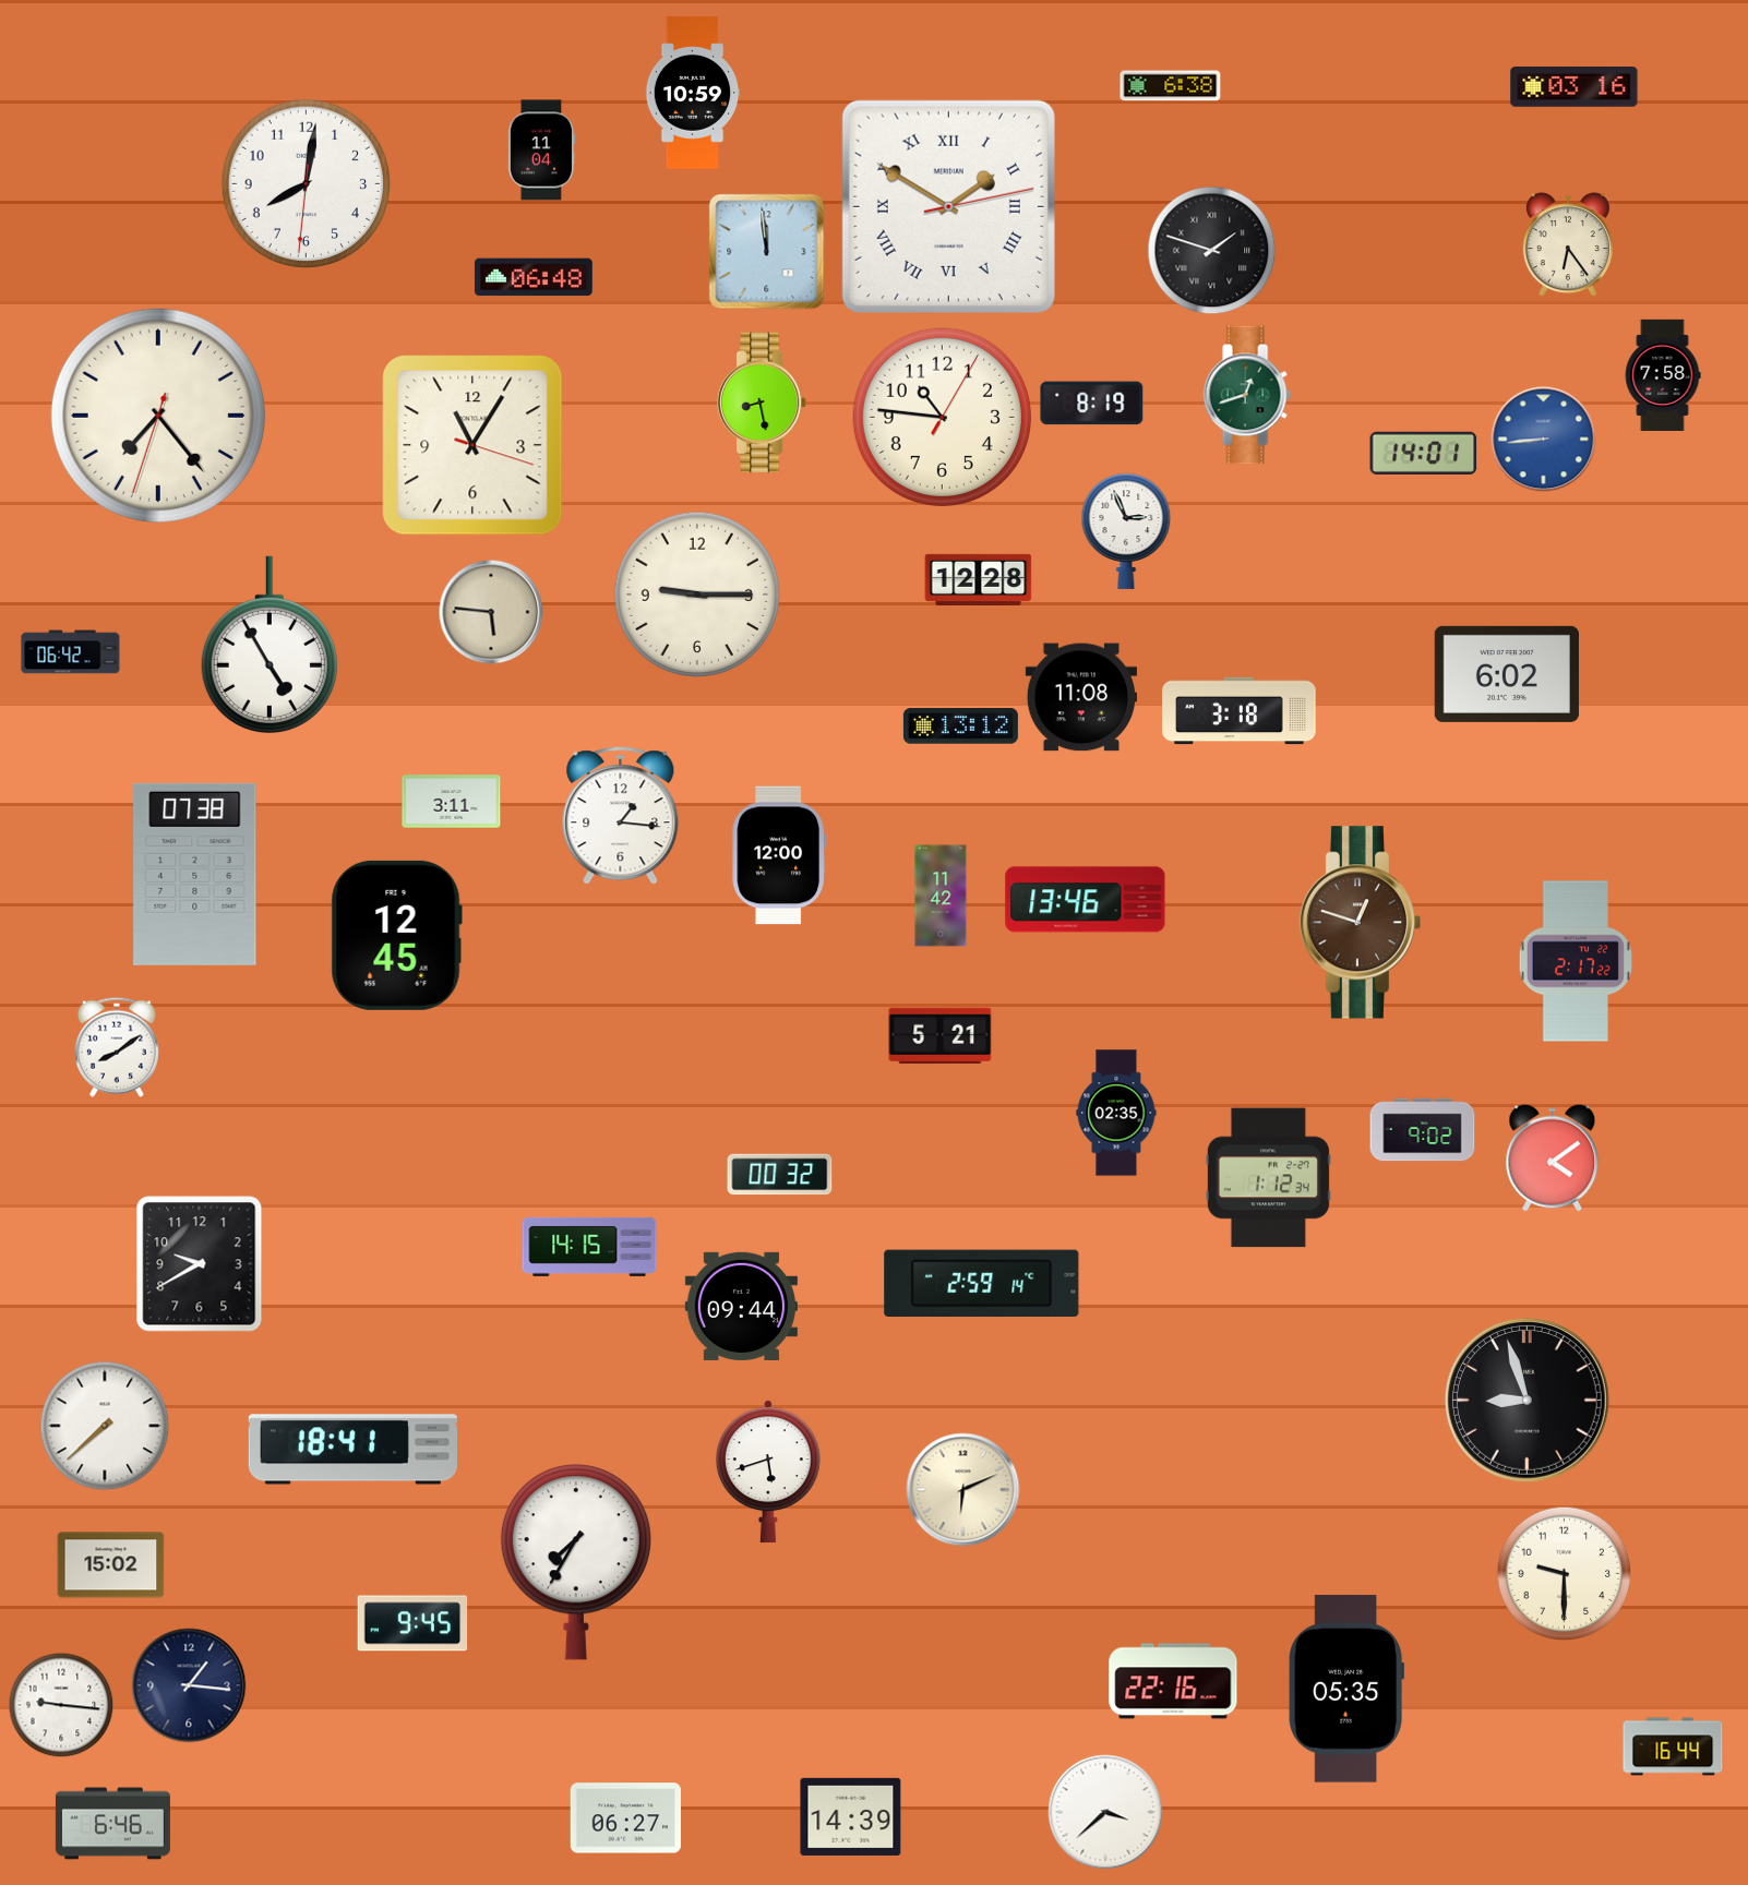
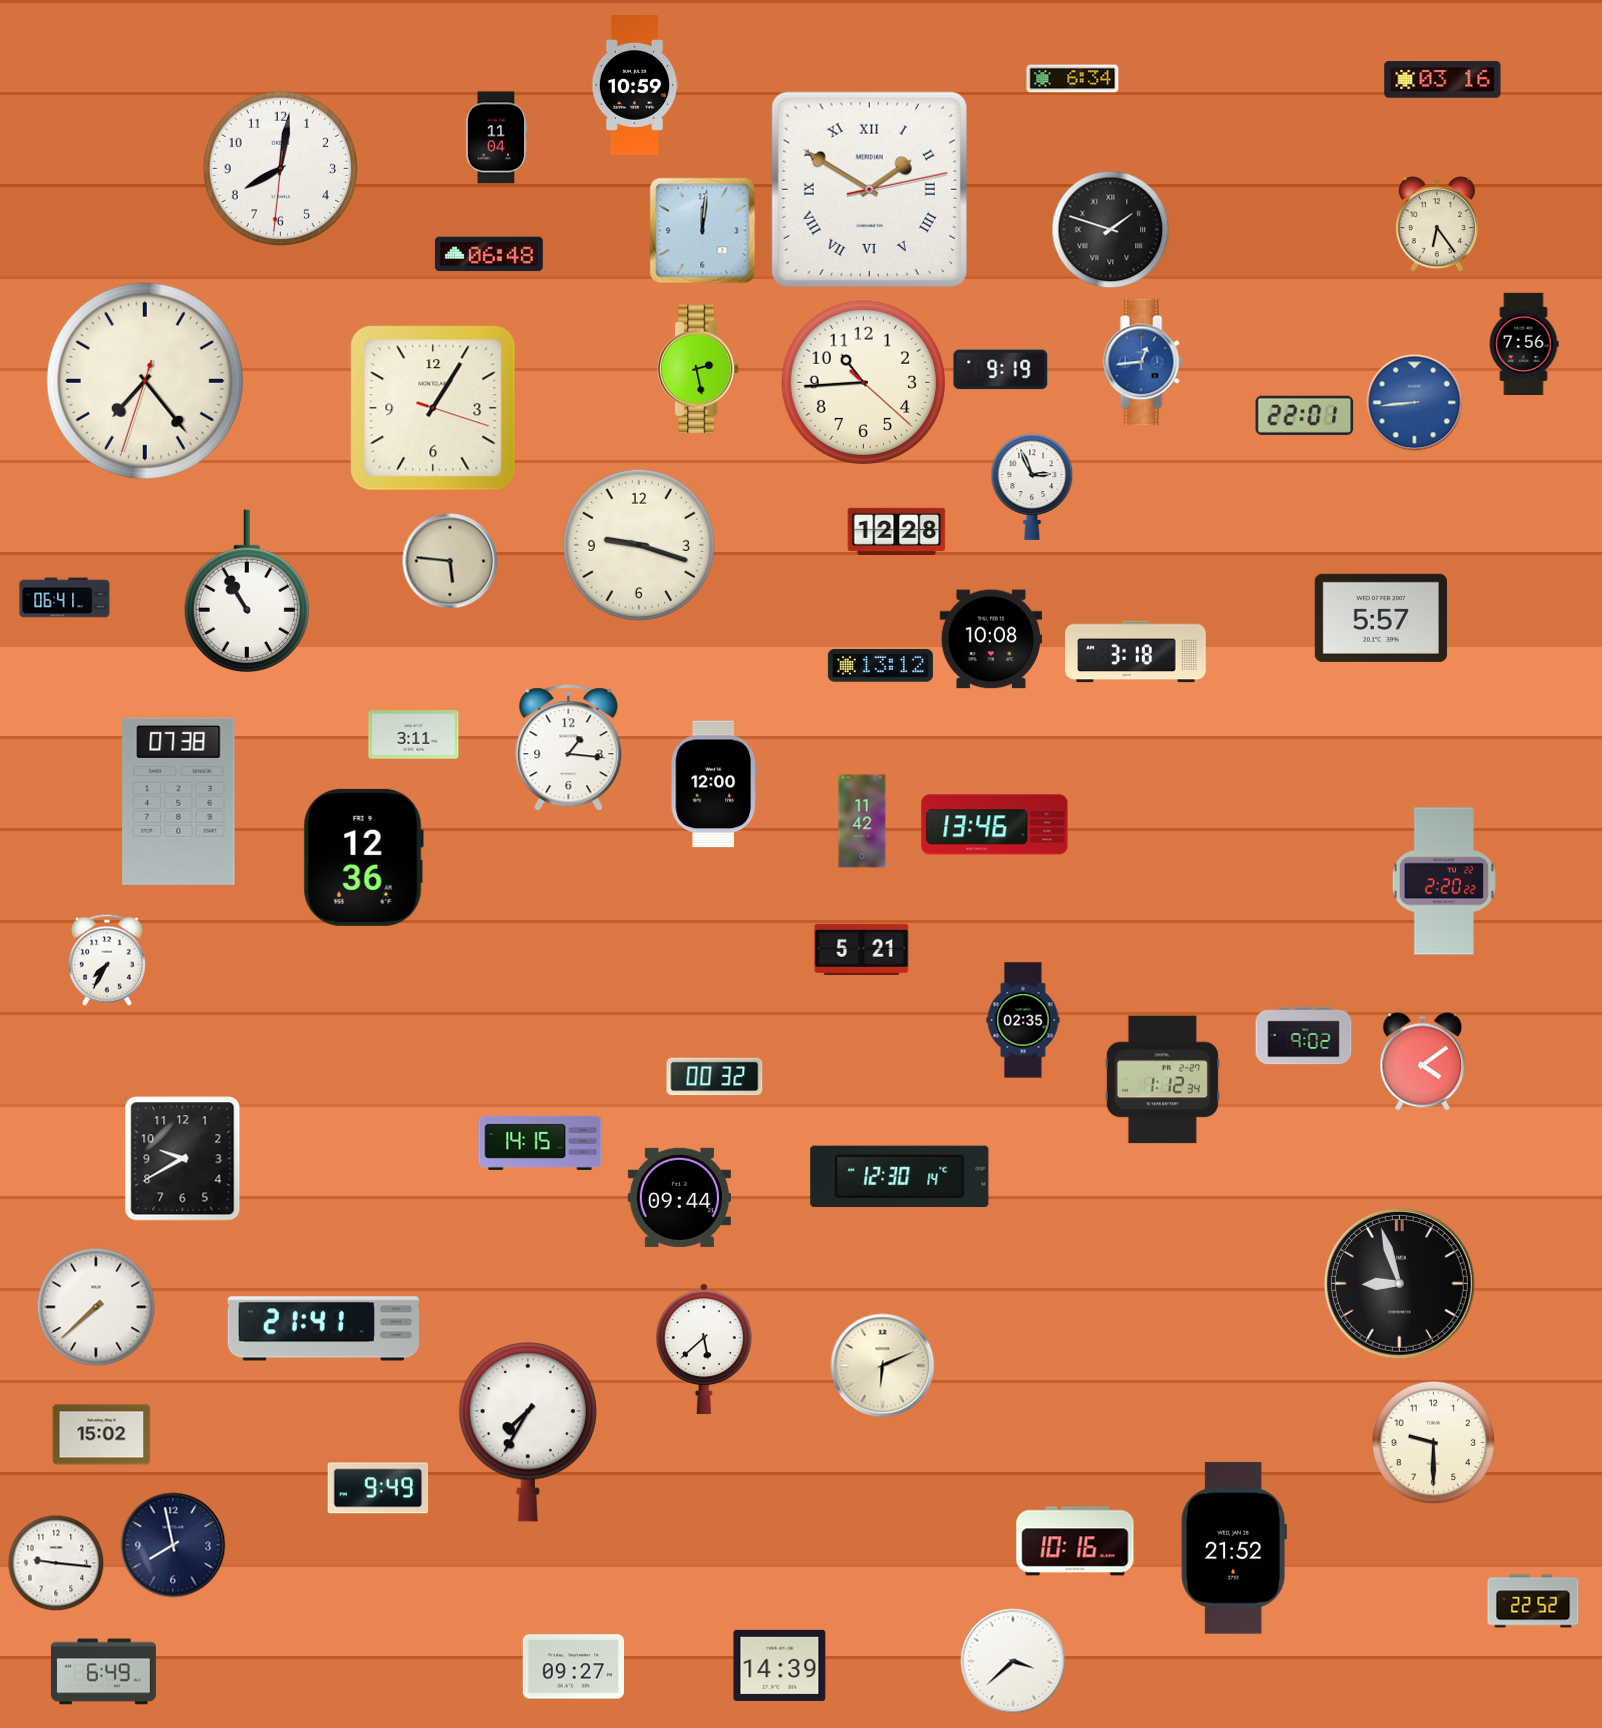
clock at (1171, 86): 6:38 -> 6:34
clock at (767, 252): 11:59 -> 12:01
clock at (1663, 374): 7:58 -> 7:56
clock at (1247, 395): 12:42 -> 12:44
clock at (1247, 395) dial: green -> blue
clock at (762, 403): 8:28 -> 2:28
clock at (1092, 404): 8:19 -> 9:19
clock at (942, 417): 10:46 -> 10:44
clock at (472, 445): 11:05 -> 1:05
clock at (1424, 453): 14:01 -> 22:01
clock at (697, 595): 9:15 -> 9:18
clock at (270, 645): 4:55 -> 10:55
clock at (71, 652): 06:42 -> 06:41
clock at (1507, 674): 6:02 -> 5:57
clock at (1080, 697): 11:08 -> 10:08
clock at (1360, 923): 12:48 -> none
clock at (396, 935): 12:45 -> 12:36
clock at (1576, 961): 2:17 -> 2:20
clock at (117, 1047): 8:09 -> 7:35
clock at (982, 1283): 2:59 -> 12:30
clock at (352, 1450): 18:41 -> 21:41
clock at (768, 1472): 5:42 -> 5:38
clock at (412, 1623): 9:45 -> 9:49
clock at (1173, 1681): 22:16 -> 10:16
clock at (189, 1685): 1:16 -> 7:58
clock at (1346, 1689): 05:35 -> 21:52
clock at (1673, 1746): 16:44 -> 22:52
clock at (625, 1818): 06:27 -> 09:27
clock at (112, 1824): 6:46 -> 6:49
